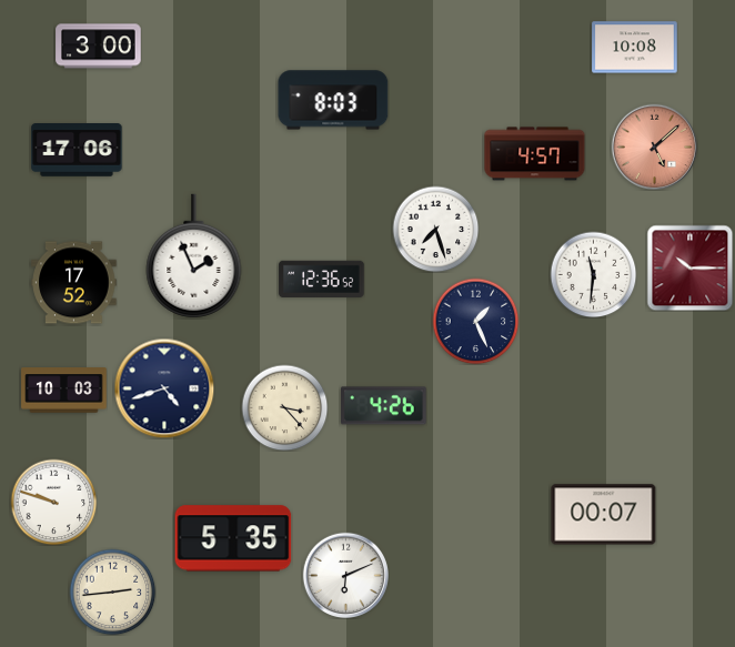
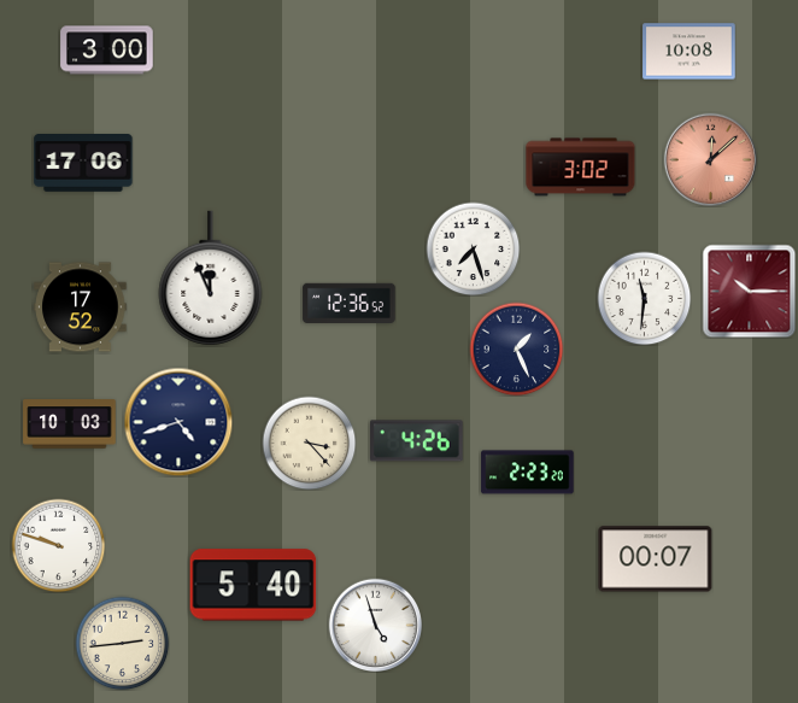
clock at (333, 100): 8:03 -> none
clock at (654, 146): 5:08 -> 12:08
clock at (535, 154): 4:57 -> 3:02
clock at (194, 256): 1:56 -> 11:56
clock at (528, 473): none -> 2:23
clock at (233, 538): 5:35 -> 5:40
clock at (345, 575): 6:11 -> 4:57
